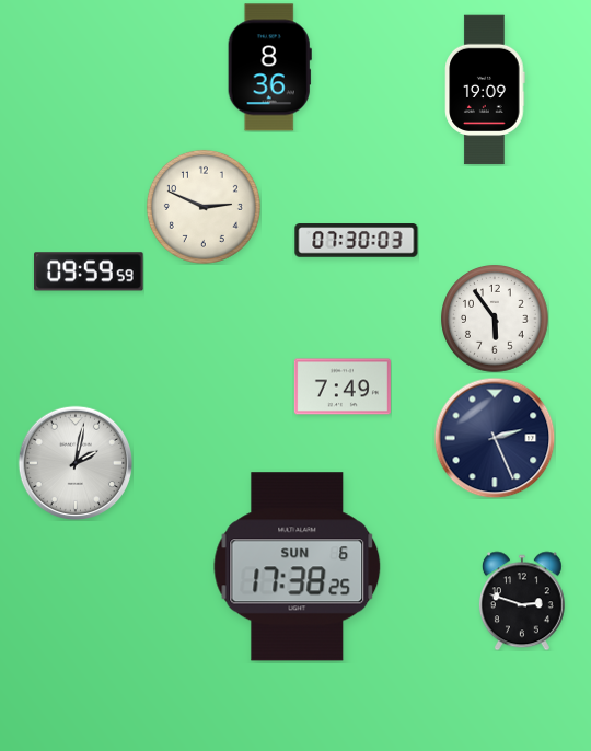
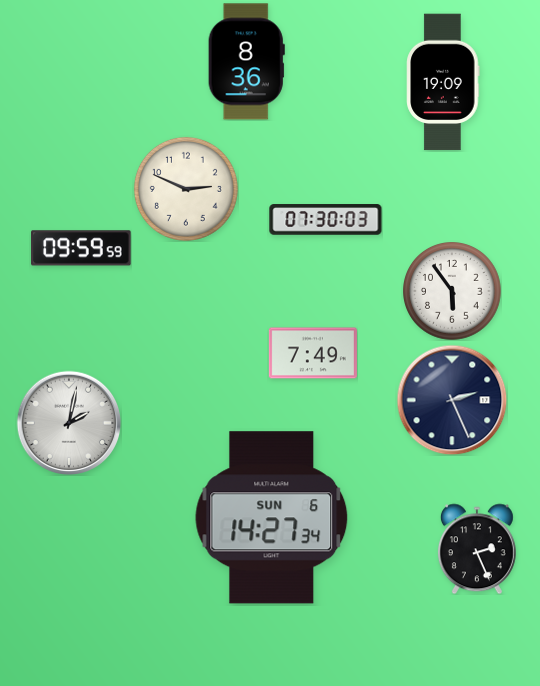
clock at (298, 567): 17:38 -> 14:27
clock at (522, 601): 2:48 -> 2:26
